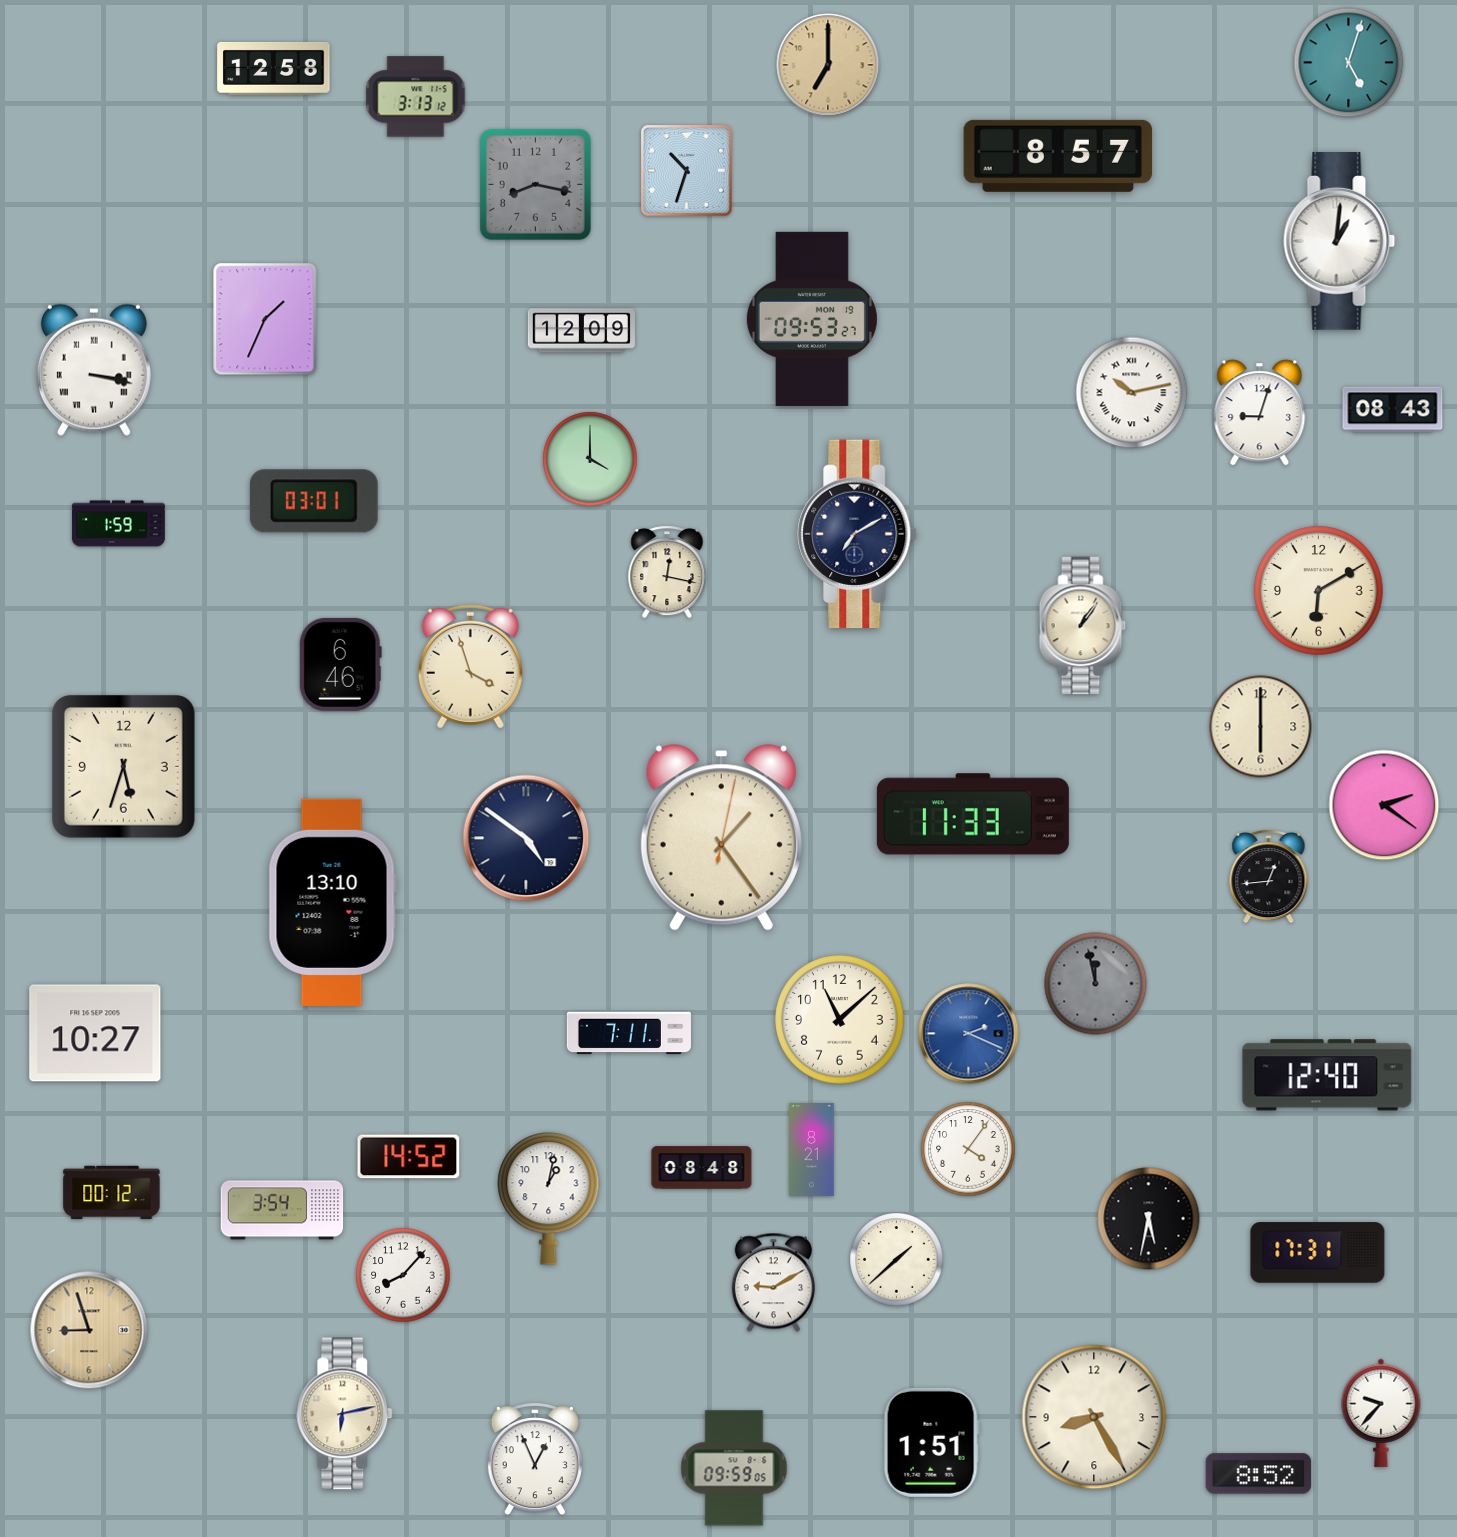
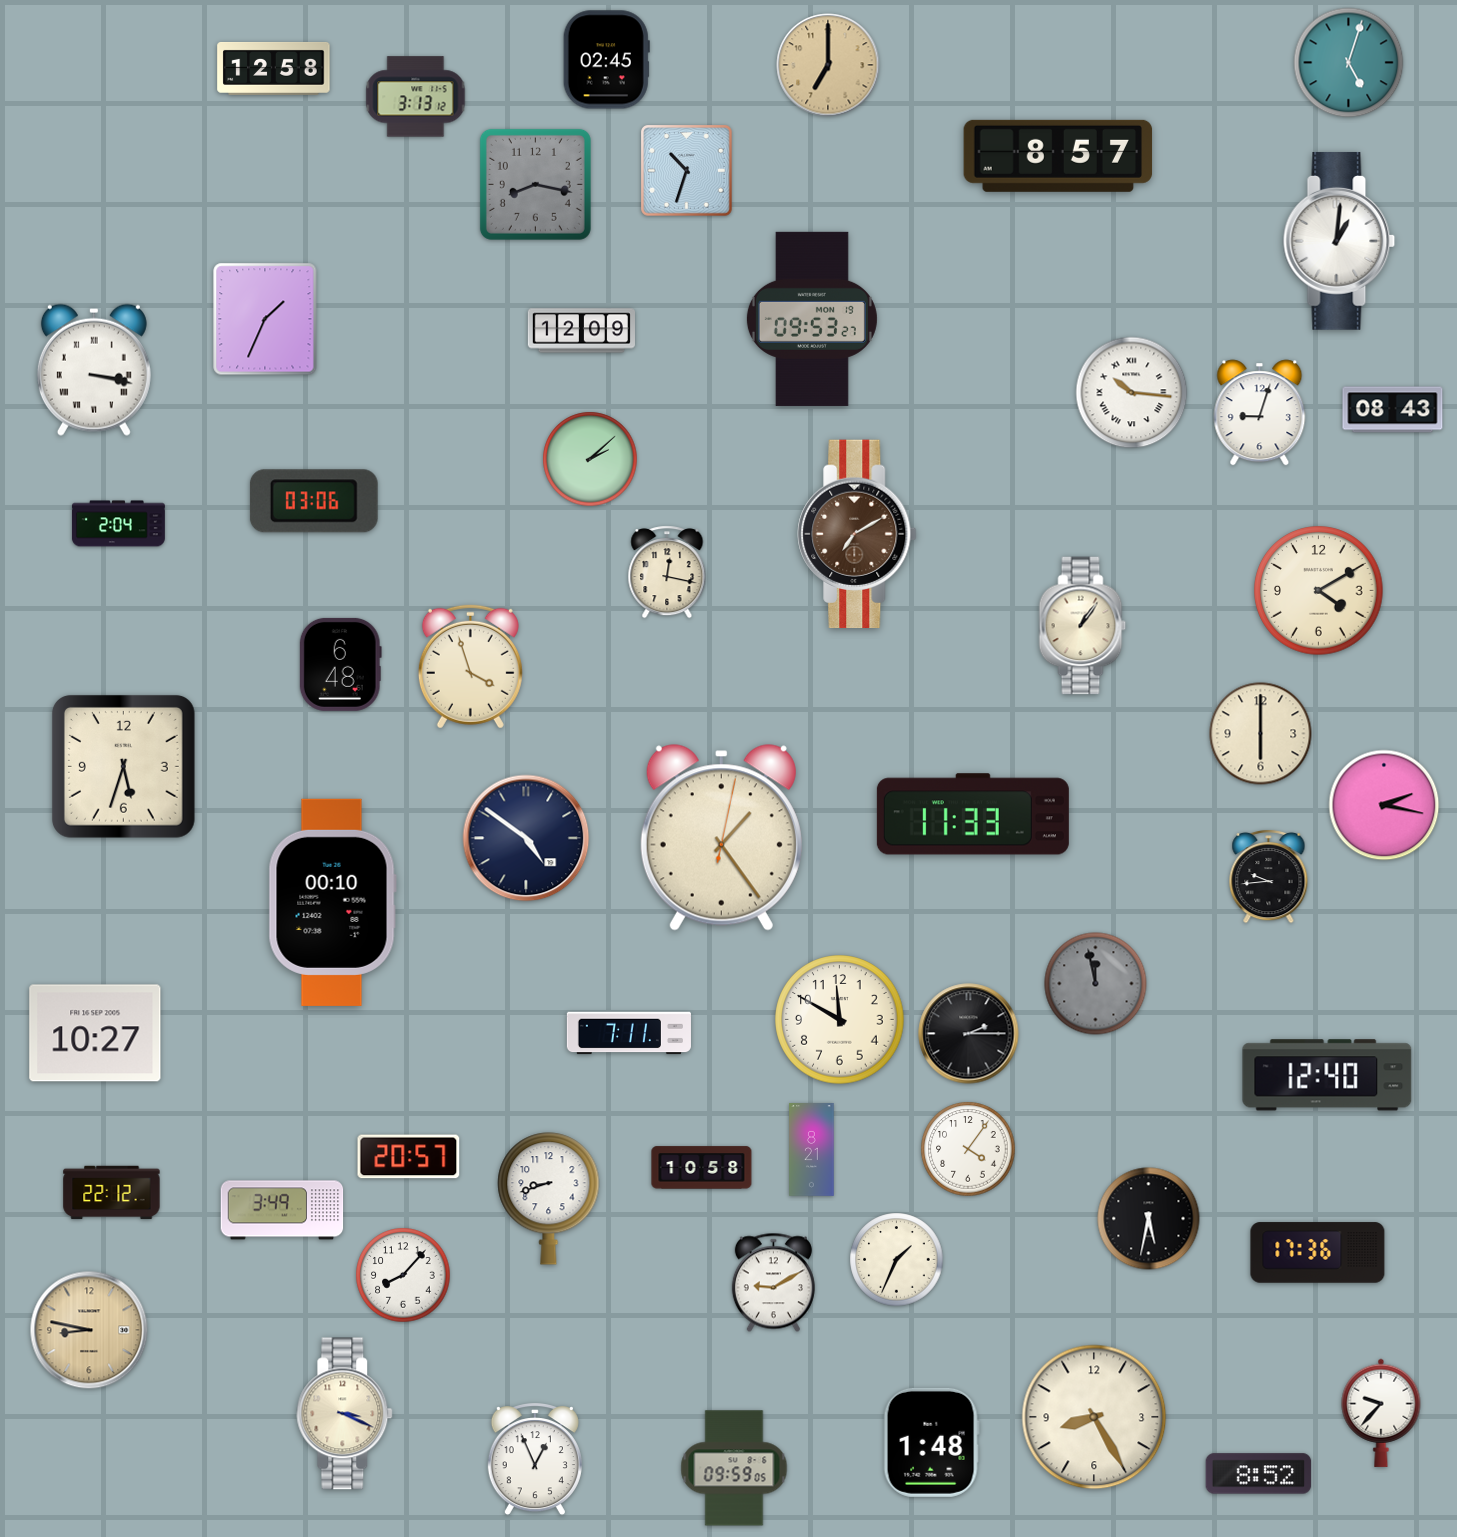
clock at (606, 60): none -> 02:45
clock at (1132, 393): 10:13 -> 10:16
clock at (590, 459): 4:00 -> 2:08
clock at (314, 501): 03:01 -> 03:06
clock at (118, 524): 1:59 -> 2:04
clock at (857, 534) dial: navy -> brown
clock at (1319, 591): 6:10 -> 4:10
clock at (340, 664): 6:46 -> 6:48
clock at (1261, 727) position: (1261, 727) -> (1261, 734)
clock at (1384, 805): 2:21 -> 2:17
clock at (1269, 876): 12:44 -> 9:44
clock at (332, 902): 13:10 -> 00:10
clock at (840, 1020): 11:08 -> 11:50
clock at (969, 1034): 2:19 -> 2:15
clock at (969, 1034) dial: blue -> black
clock at (409, 1157): 14:52 -> 20:57
clock at (702, 1168): 08:48 -> 10:58
clock at (112, 1193): 00:12 -> 22:12
clock at (549, 1199): 1:02 -> 8:42
clock at (282, 1210): 3:54 -> 3:49
clock at (1318, 1253): 17:31 -> 17:36
clock at (897, 1260): 1:38 -> 1:34
clock at (89, 1330): 8:57 -> 8:47
clock at (345, 1414): 6:13 -> 3:19
clock at (931, 1442): 1:51 -> 1:48
